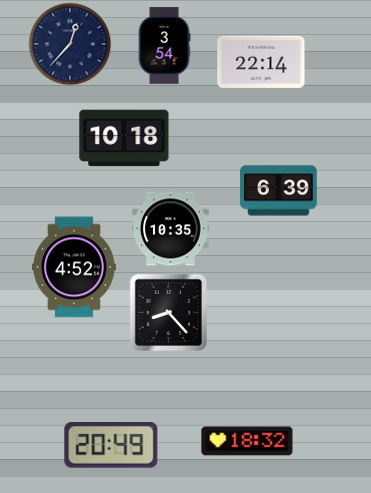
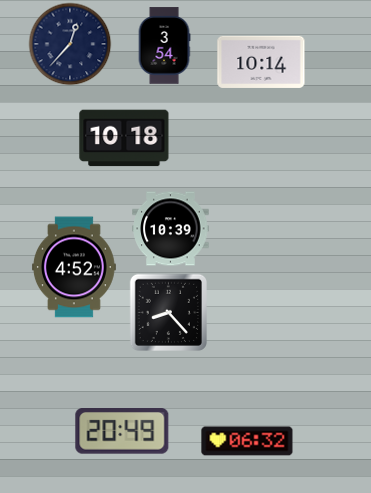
clock at (261, 62): 22:14 -> 10:14
clock at (279, 191): 6:39 -> none
clock at (171, 229): 10:35 -> 10:39
clock at (247, 441): 18:32 -> 06:32
clock at (111, 446) position: (111, 446) -> (122, 432)
